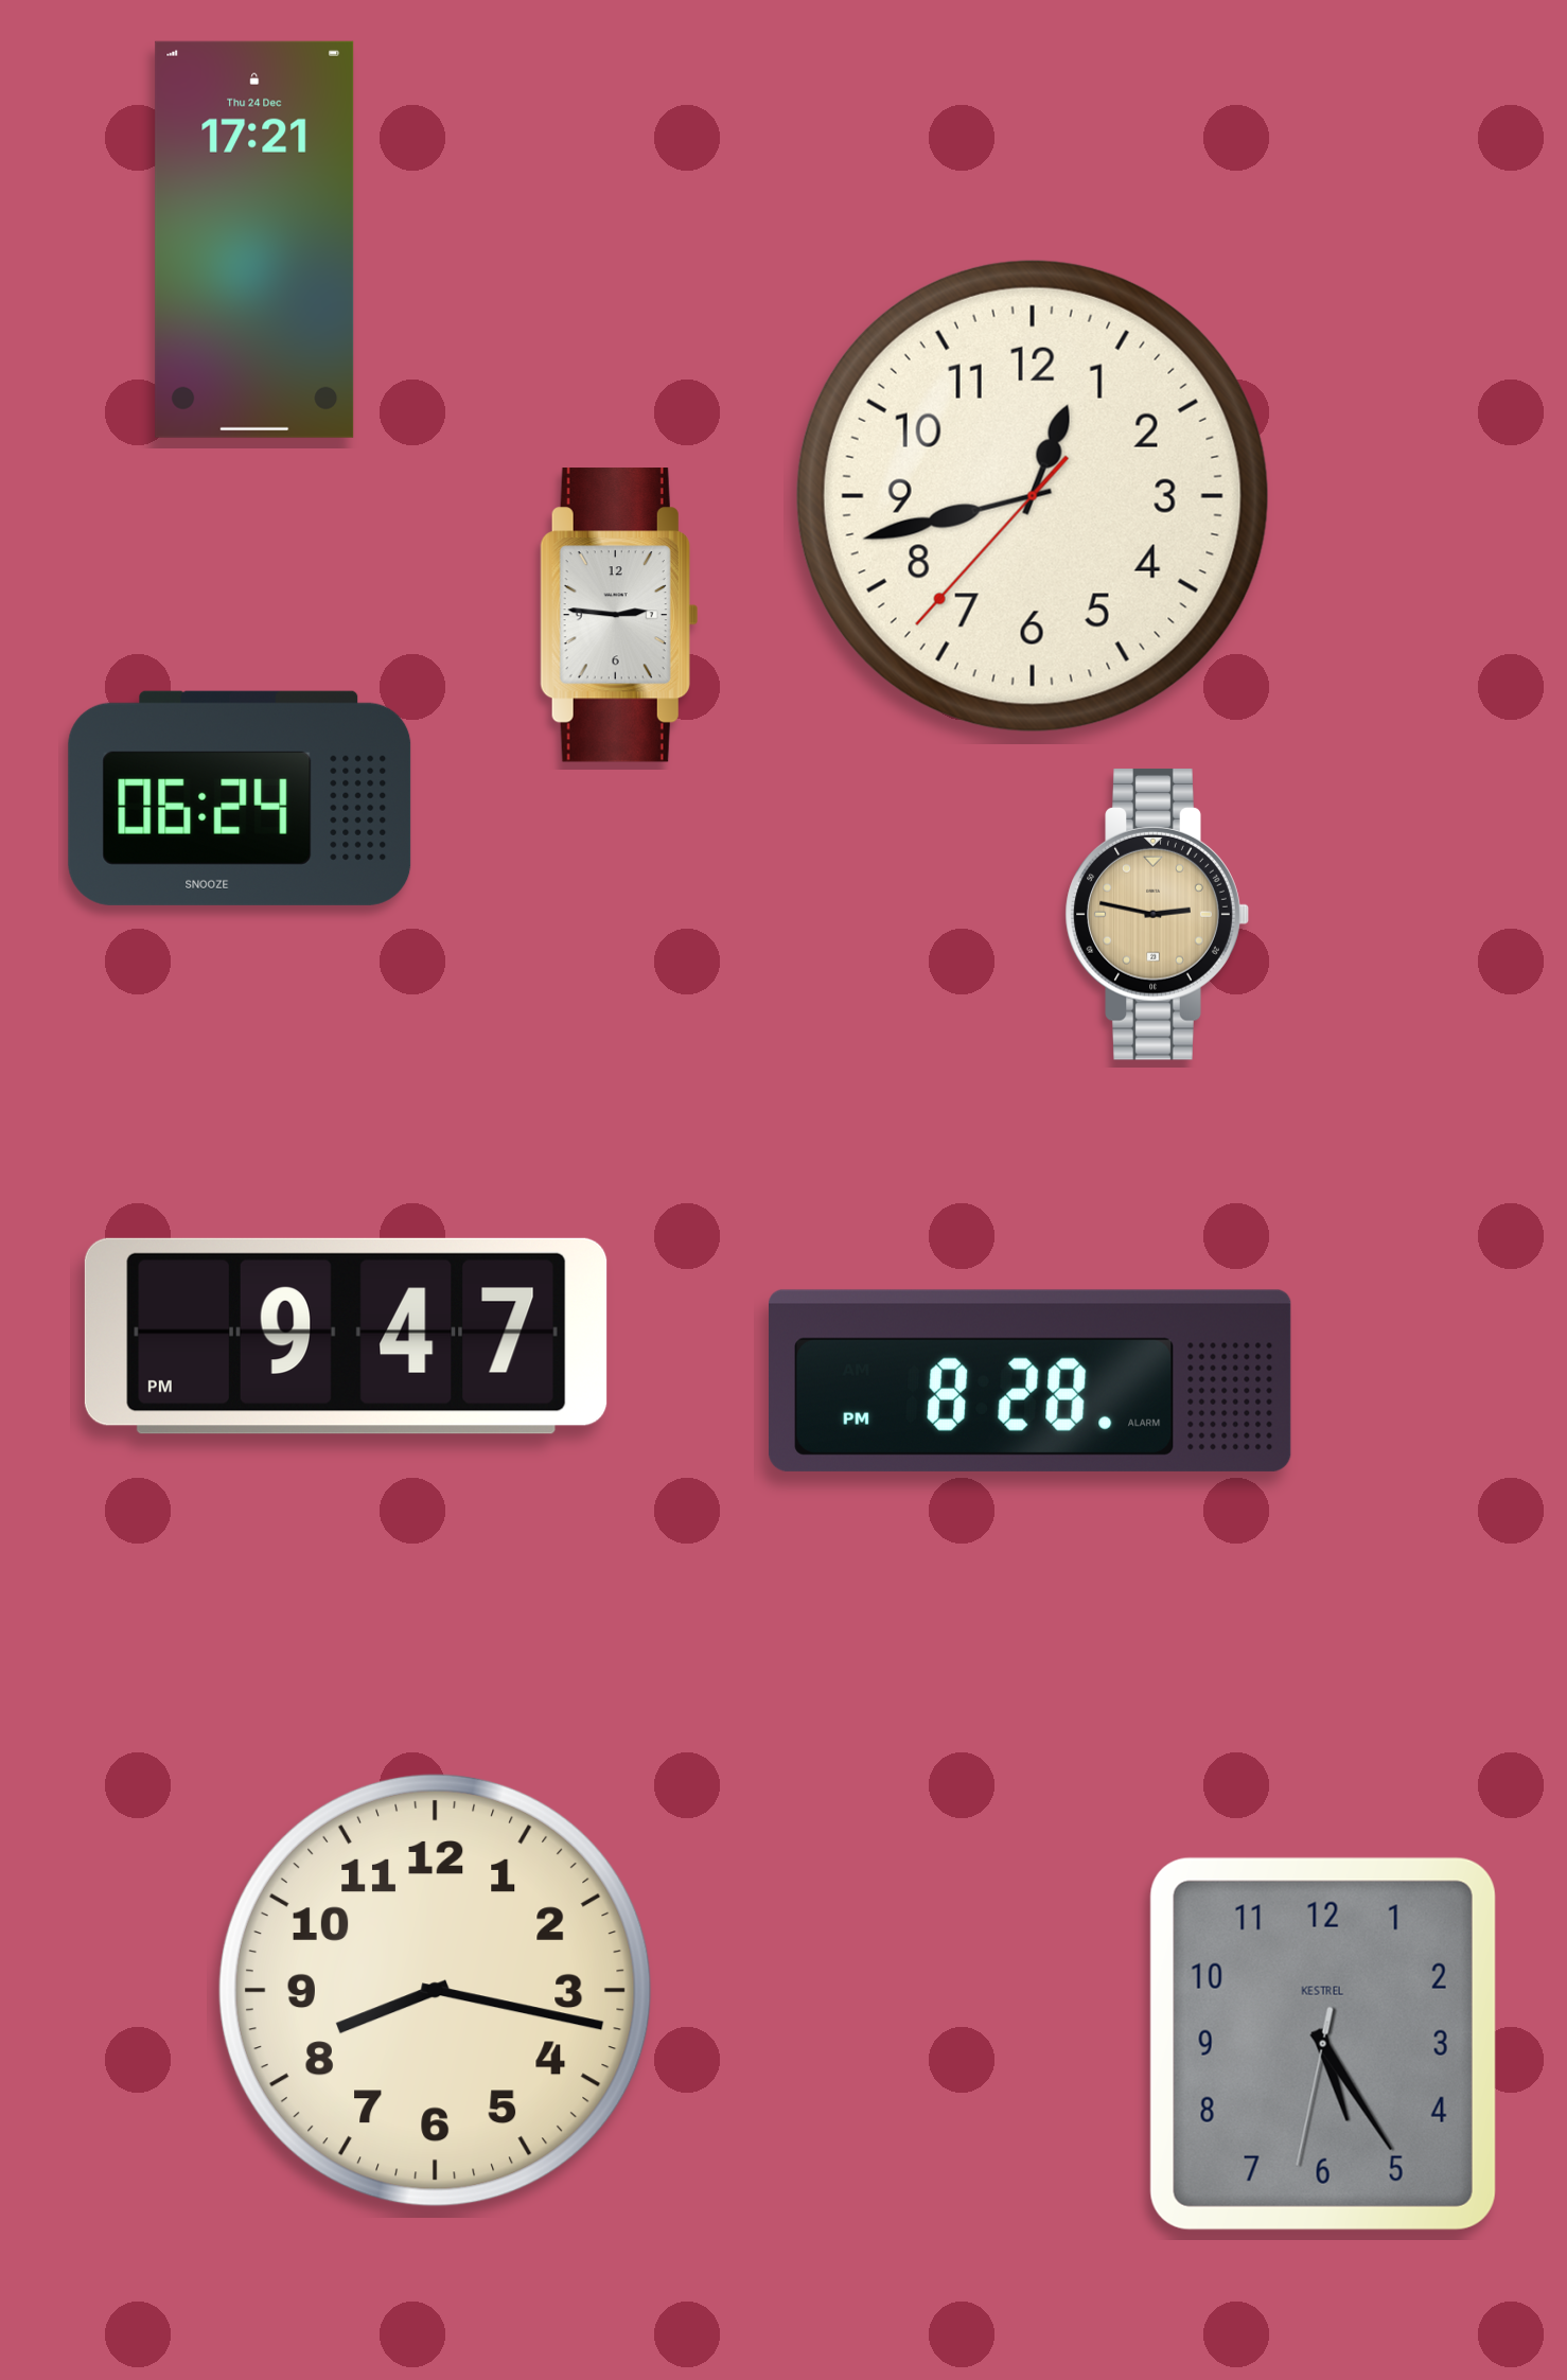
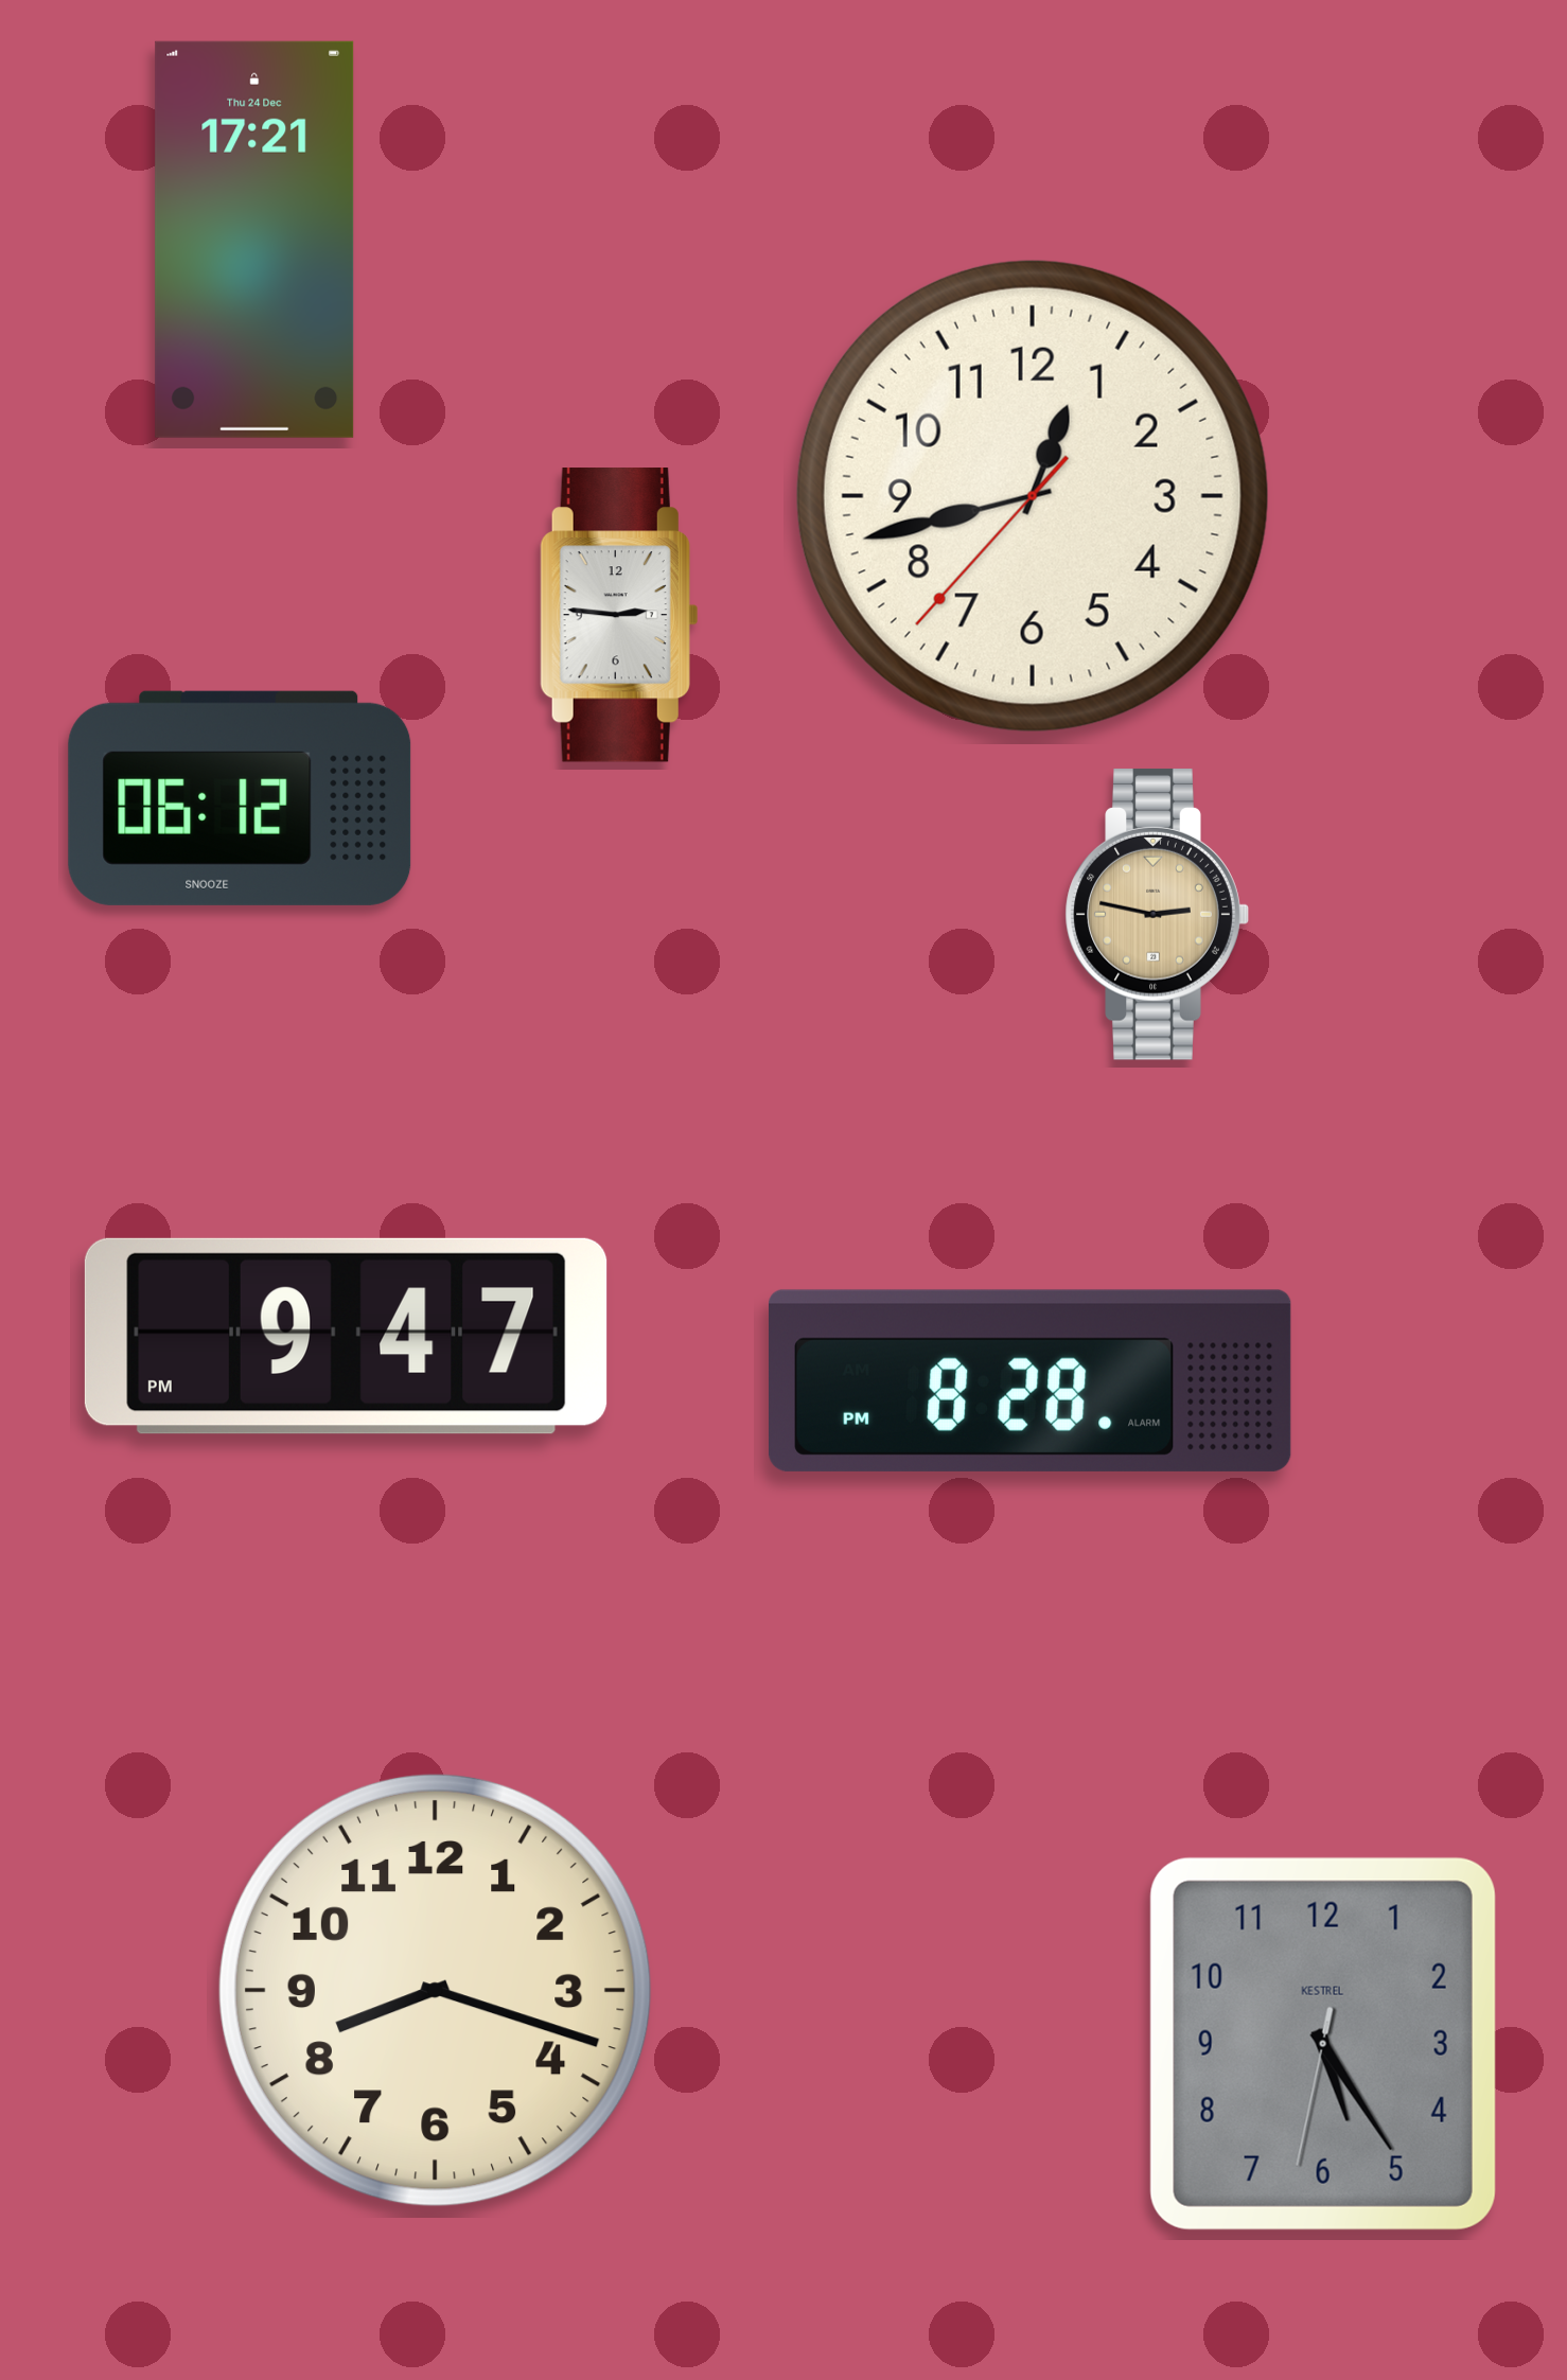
clock at (240, 798): 06:24 -> 06:12
clock at (435, 1990): 8:17 -> 8:18
